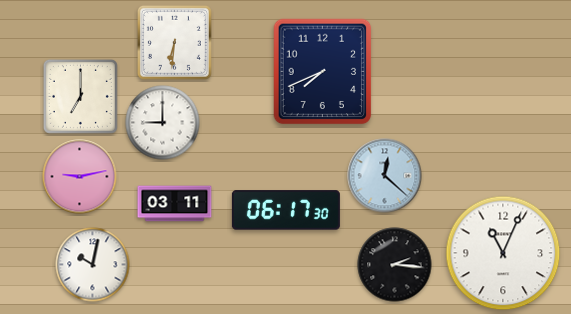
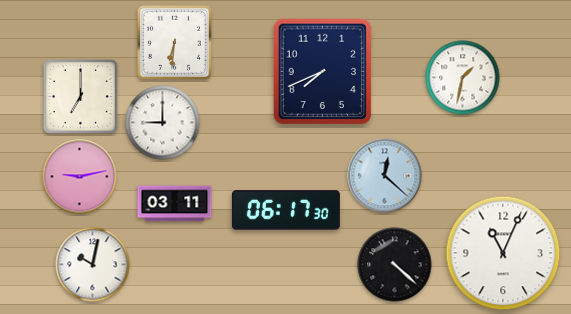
clock at (463, 78): none -> 1:32
clock at (395, 265): 2:16 -> 4:22
